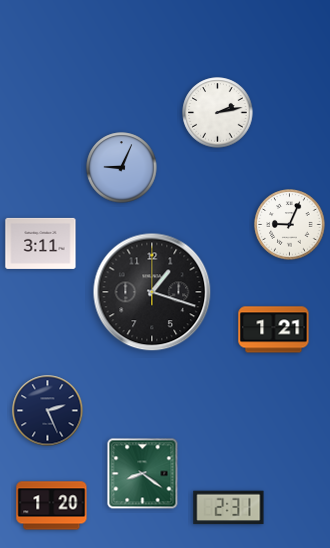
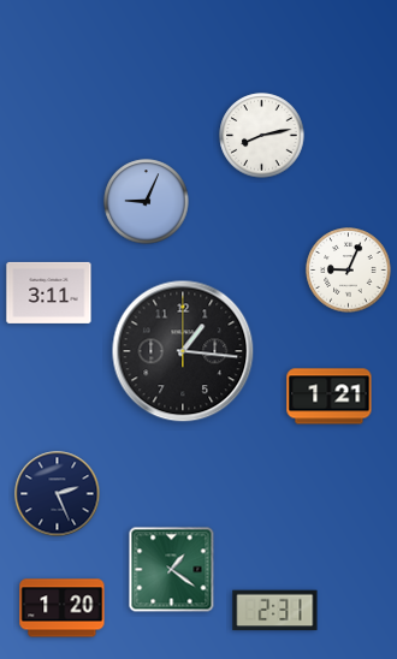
clock at (218, 113): 2:13 -> 8:13
clock at (152, 292): 1:18 -> 1:16
clock at (143, 474): 8:21 -> 1:21
